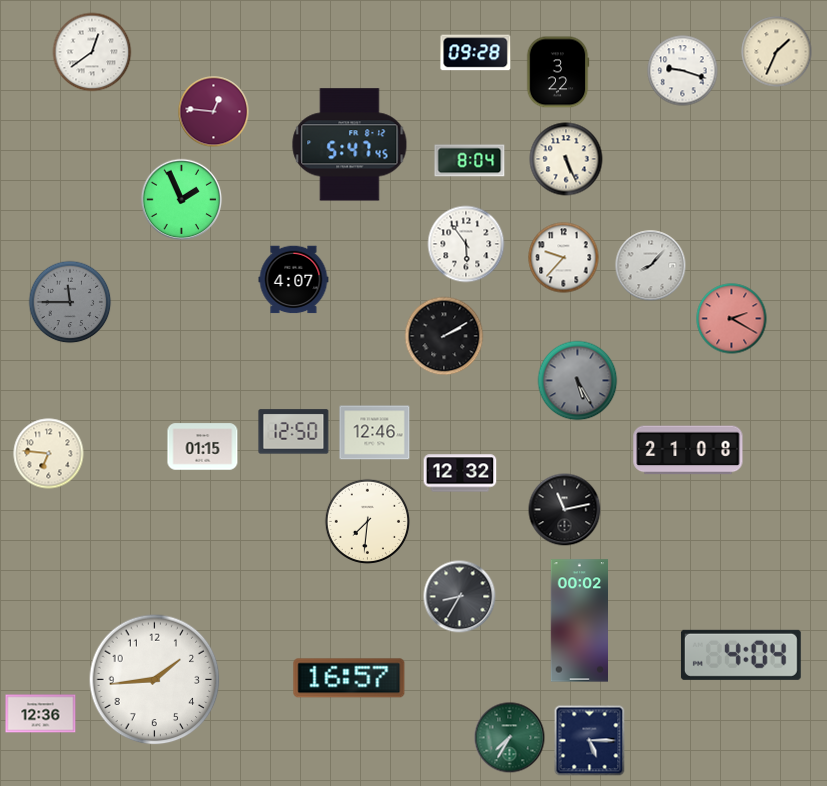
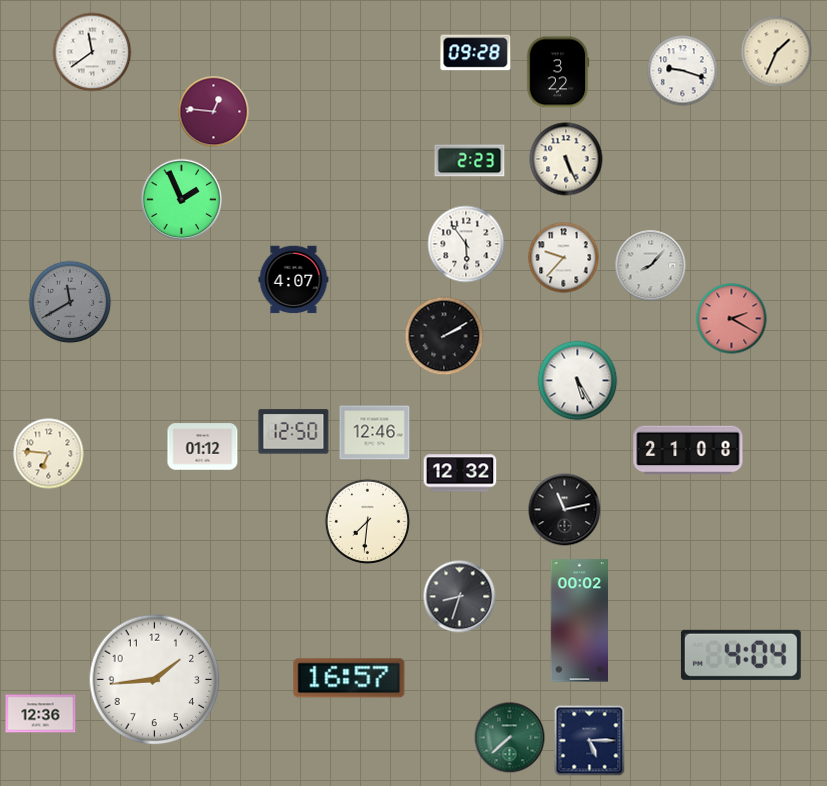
clock at (92, 52): 12:39 -> 11:39
clock at (350, 145): 5:47 -> none
clock at (470, 161): 8:04 -> 2:23
clock at (70, 302): 11:45 -> 11:40
clock at (578, 381) dial: grey -> white
clock at (203, 447): 01:15 -> 01:12
clock at (460, 597): 8:35 -> 8:33
clock at (510, 738): 7:35 -> 7:38
